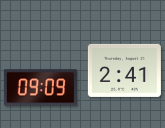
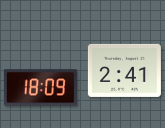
clock at (40, 88): 09:09 -> 18:09
